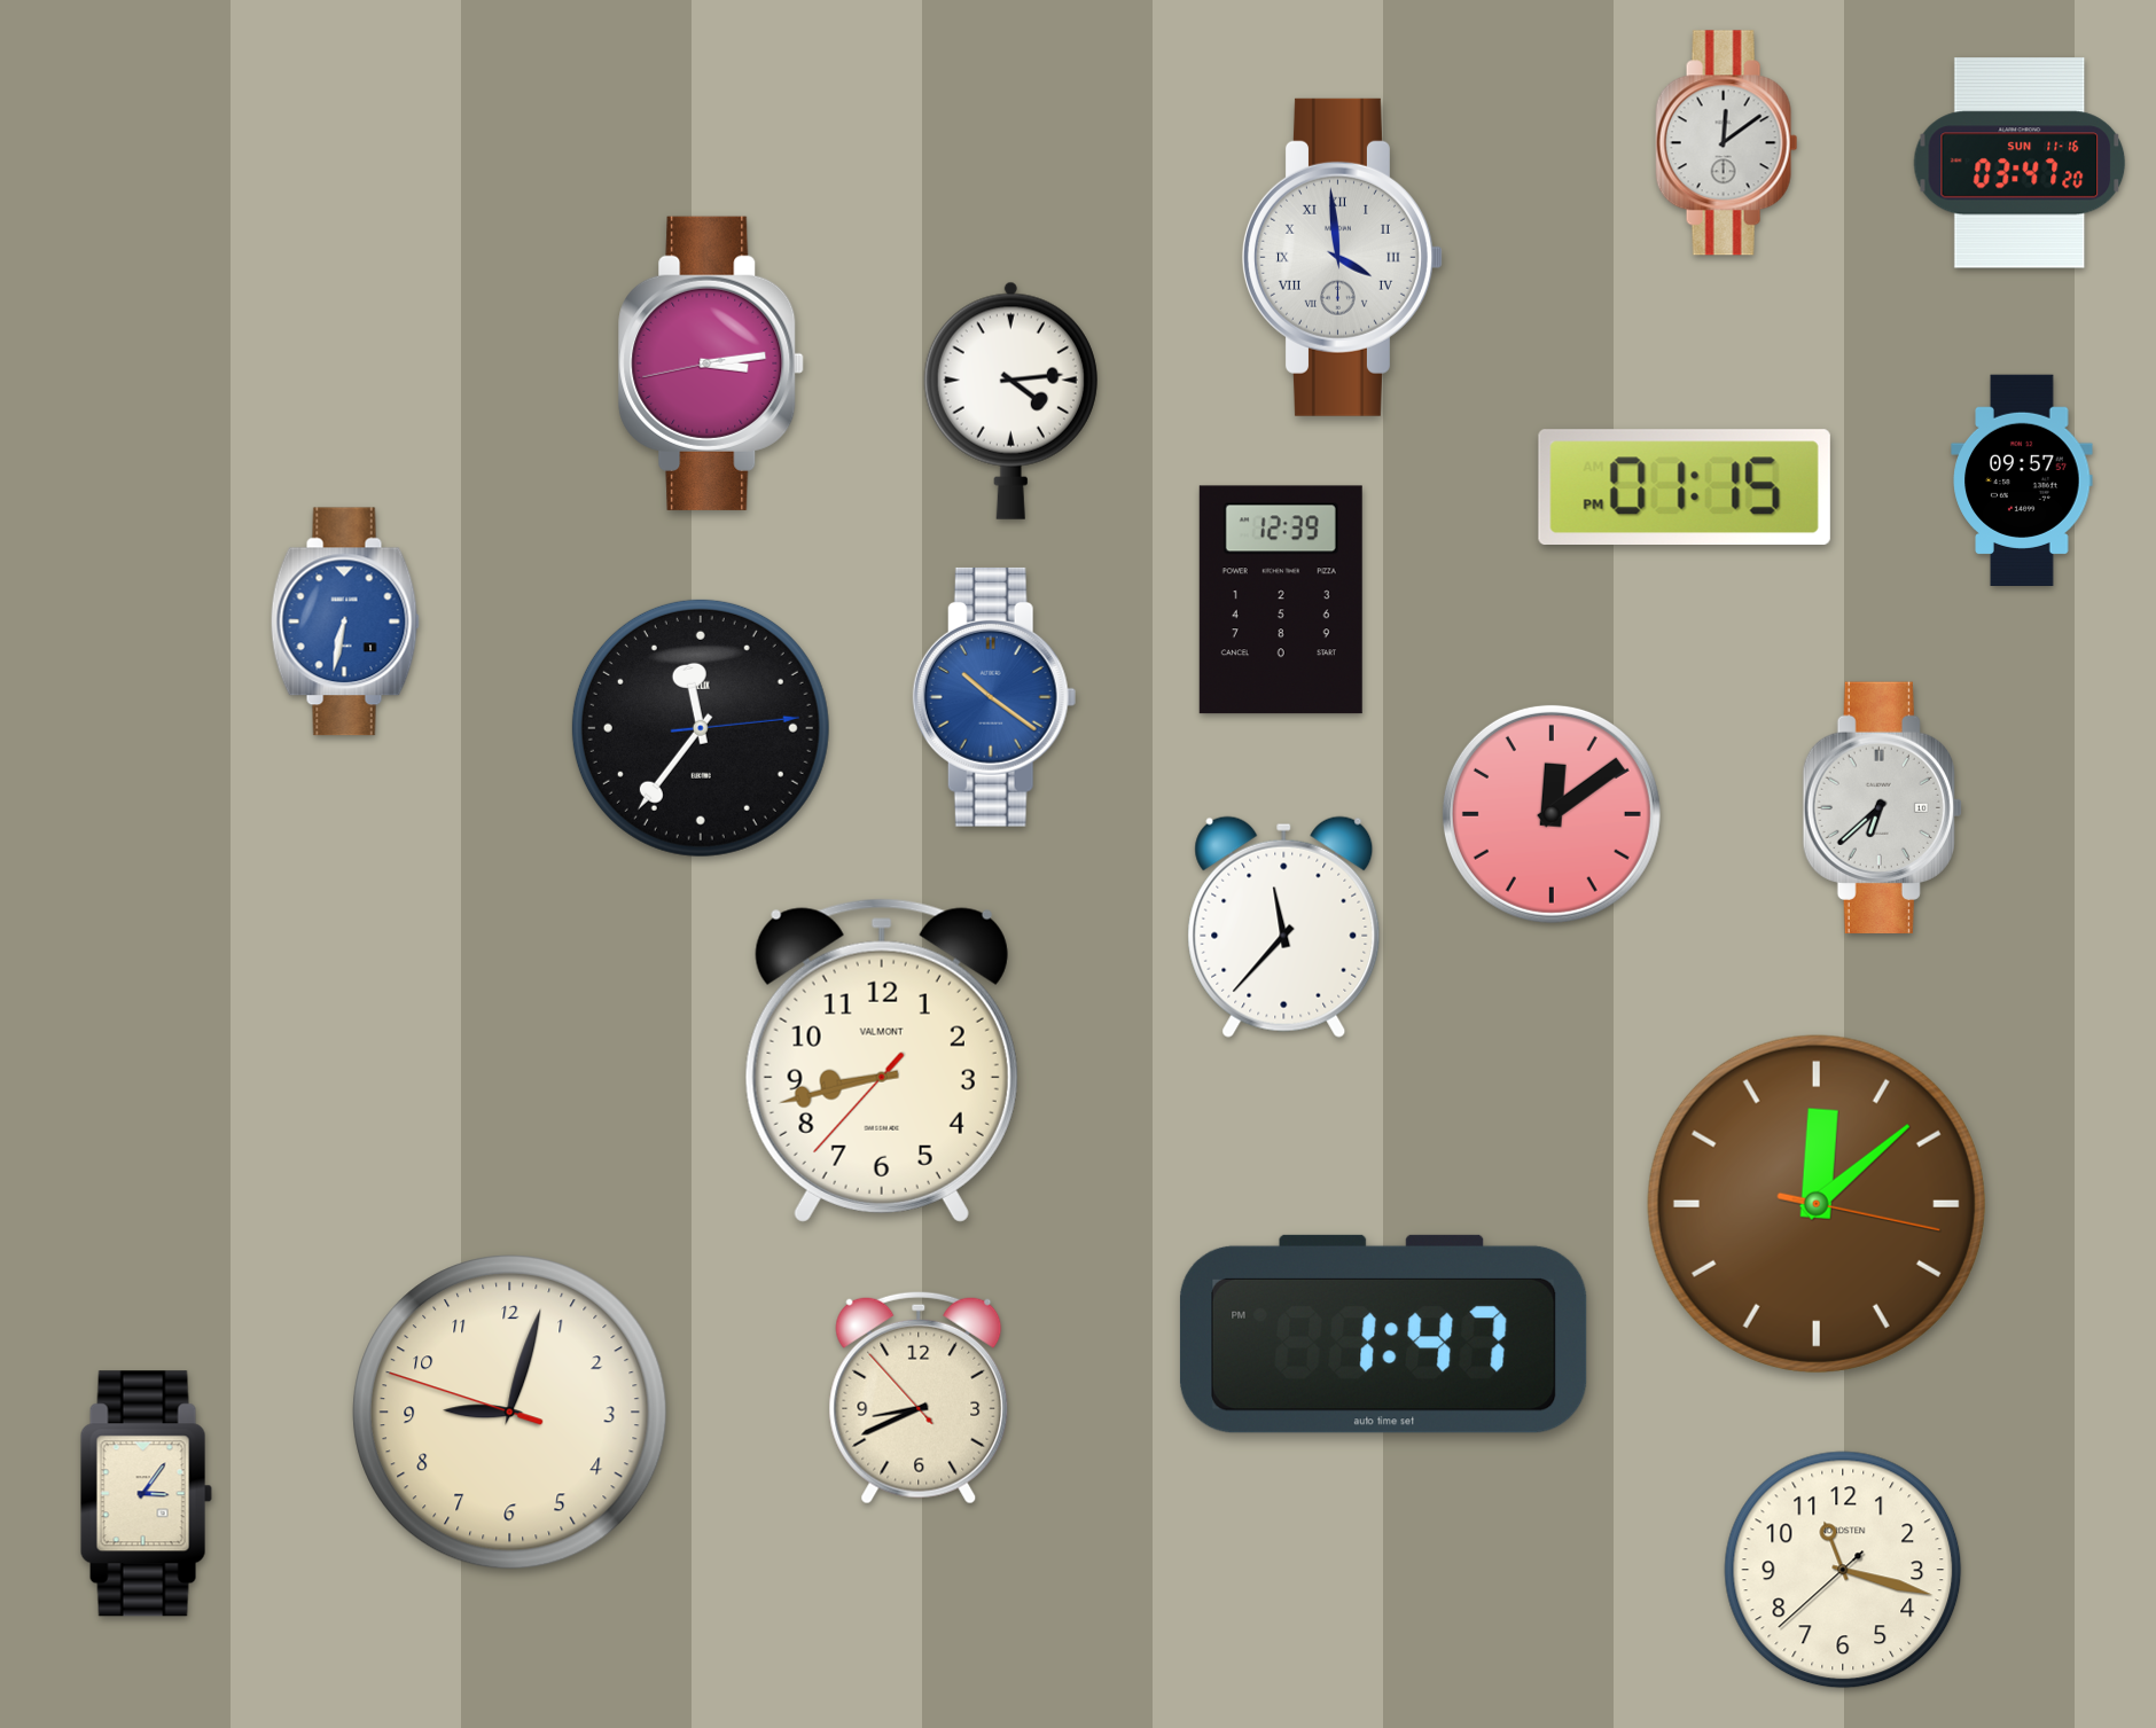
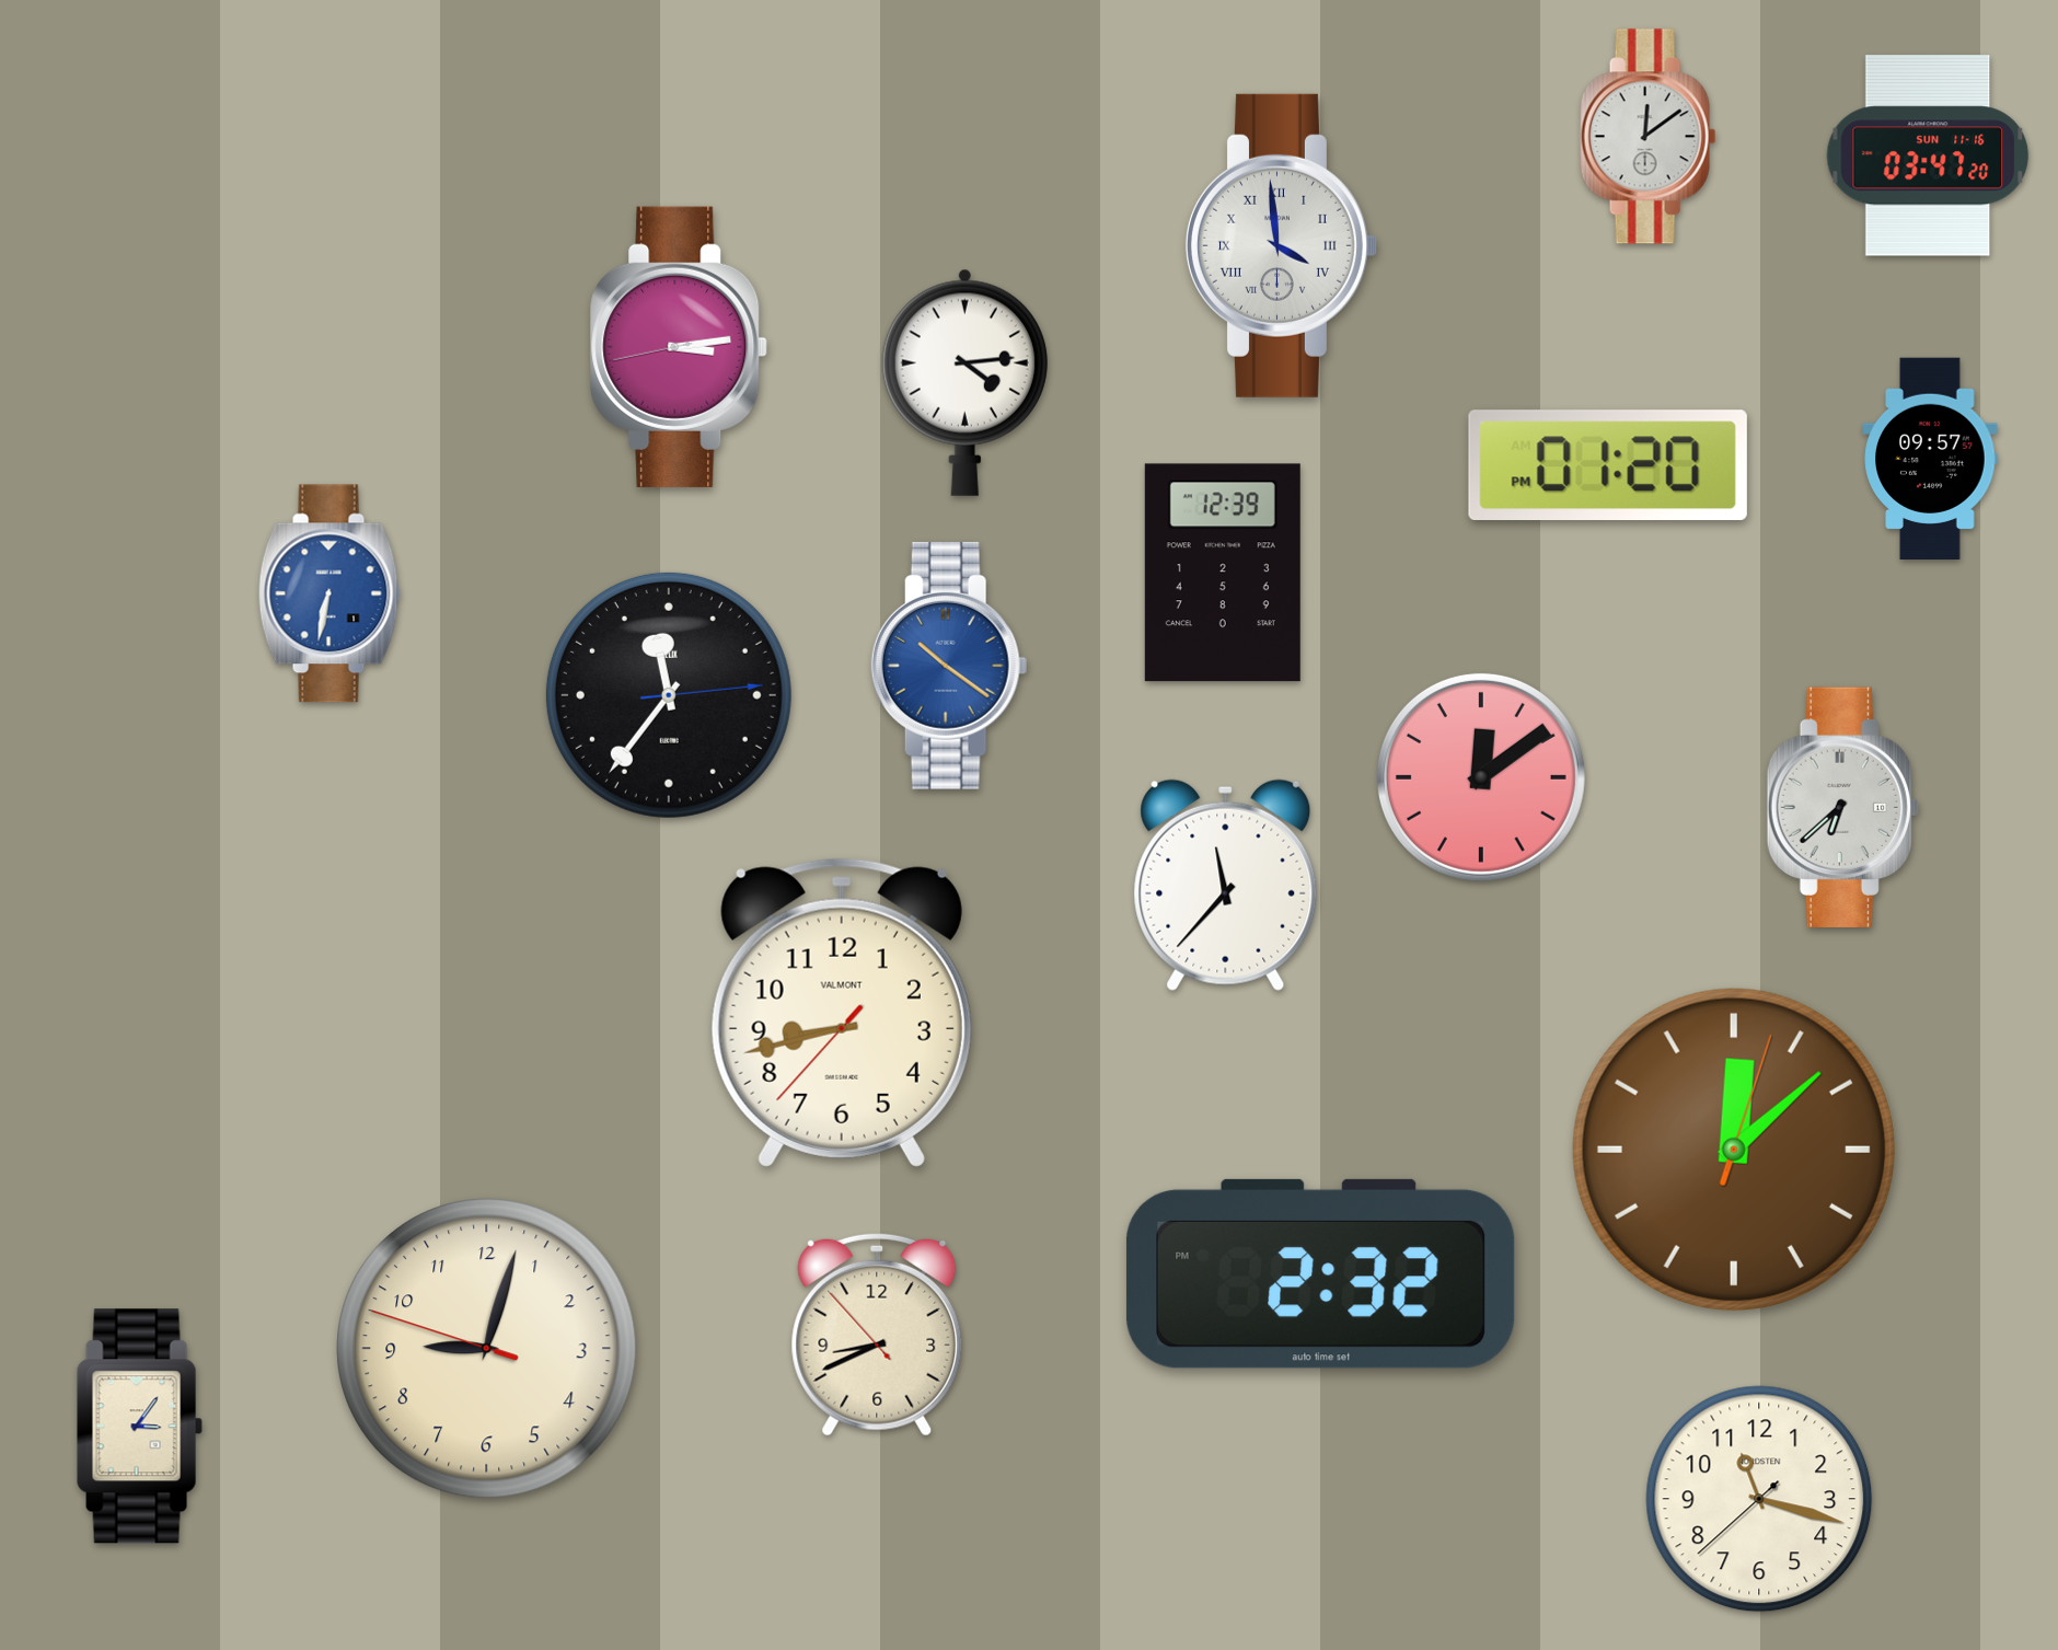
clock at (1685, 486): 01:15 -> 01:20
clock at (1882, 807) position: (1882, 807) -> (1842, 807)
clock at (1817, 1204): 12:08:17 -> 12:08:03
clock at (1383, 1334): 1:47 -> 2:32
